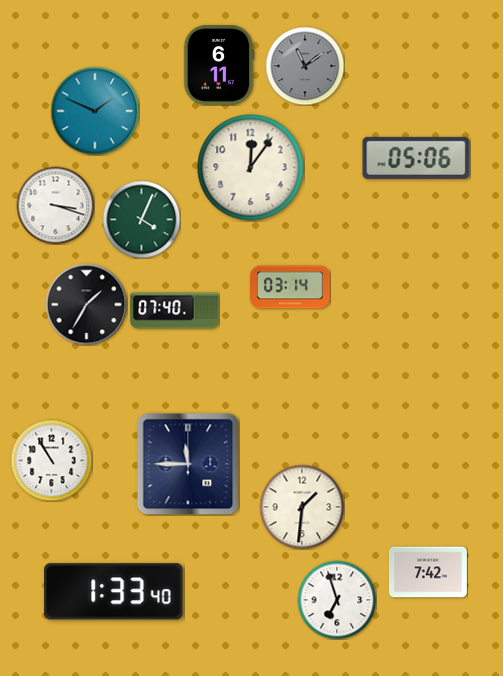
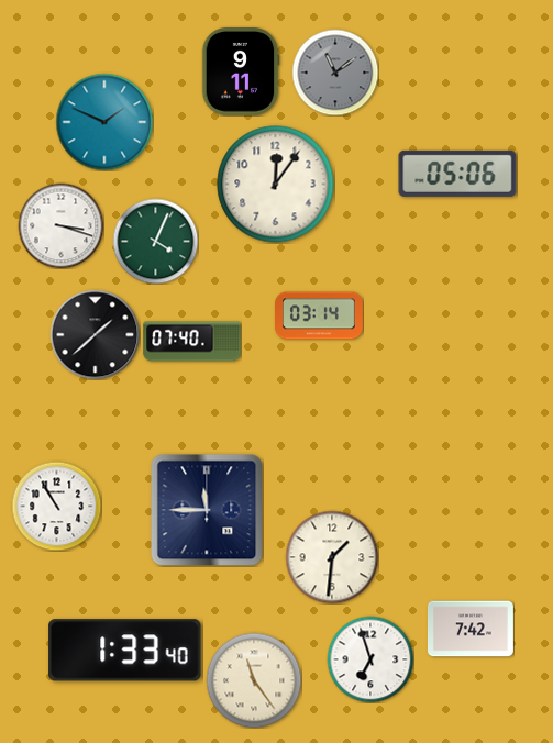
clock at (219, 66): 6:11 -> 9:11
clock at (86, 304): 1:35 -> 1:38
clock at (254, 680): none -> 11:24
